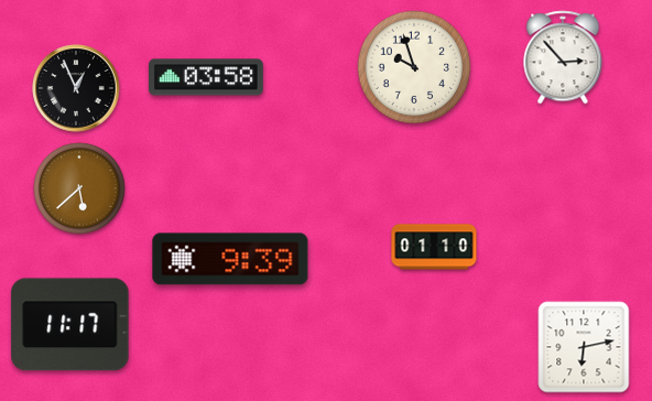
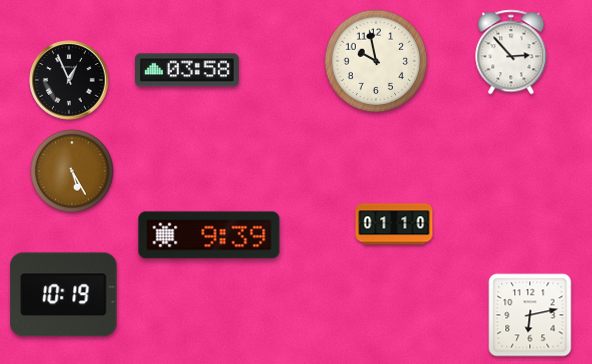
clock at (414, 67): 9:57 -> 9:58
clock at (79, 188): 5:38 -> 5:25
clock at (70, 325): 11:17 -> 10:19
